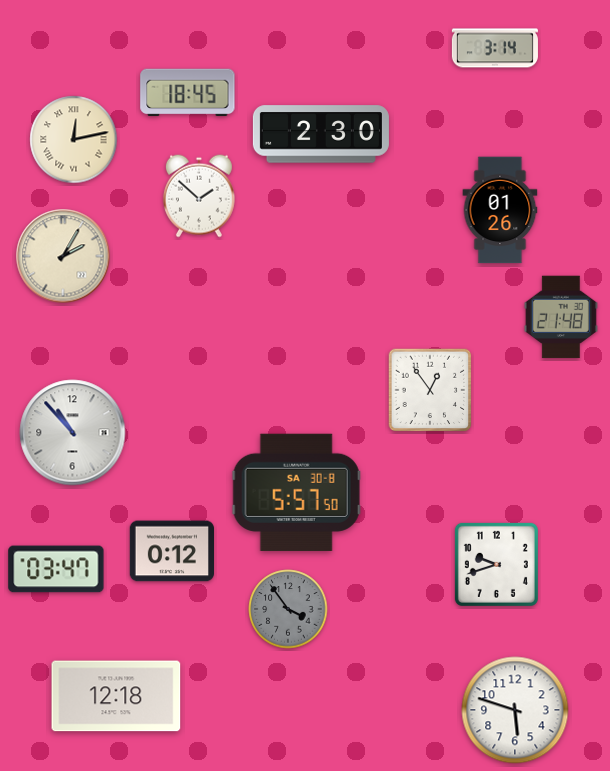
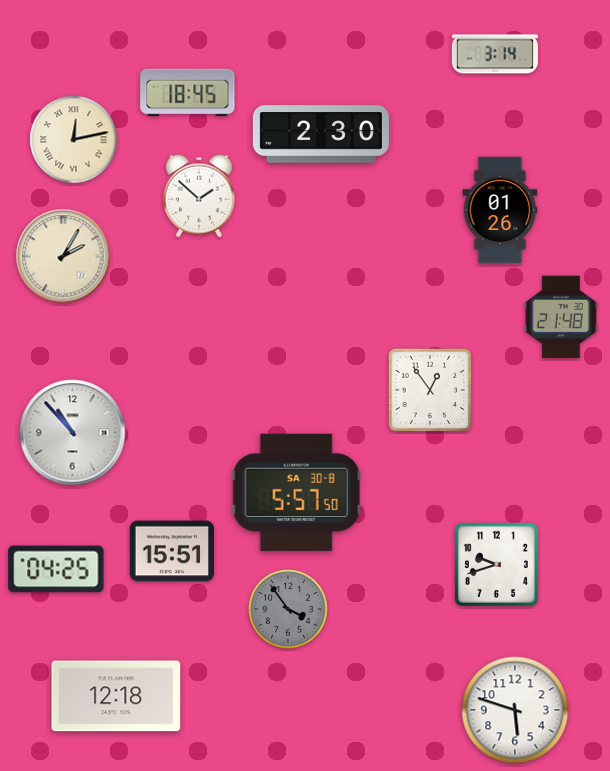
clock at (495, 48) position: (495, 48) -> (495, 54)
clock at (171, 551): 0:12 -> 15:51
clock at (56, 569): 03:47 -> 04:25
